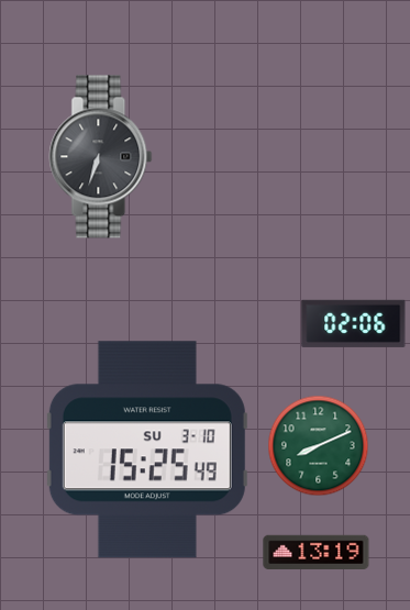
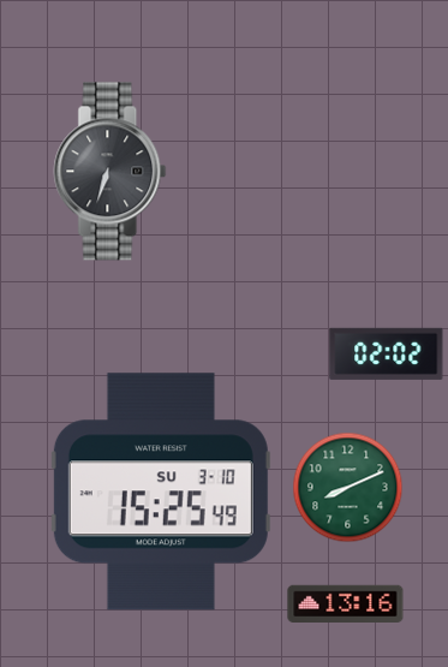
clock at (354, 323): 02:06 -> 02:02
clock at (317, 553): 13:19 -> 13:16
